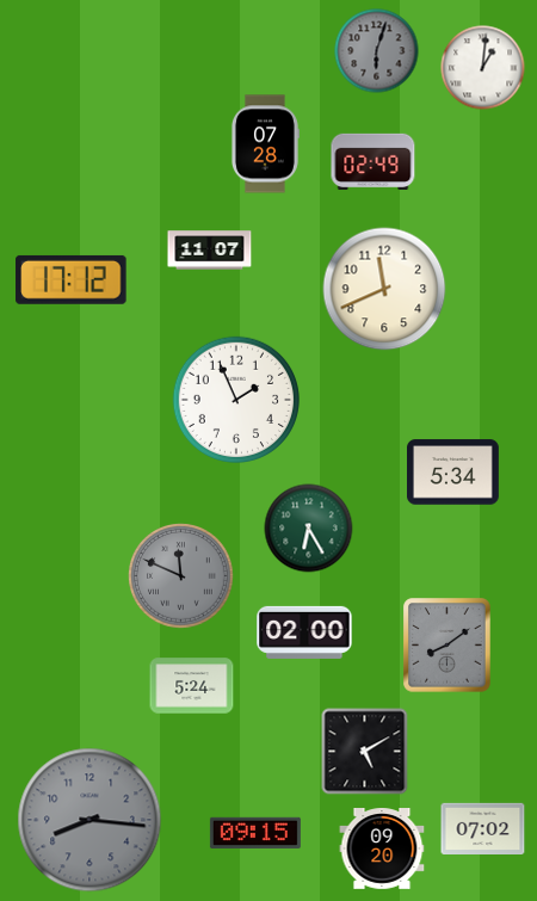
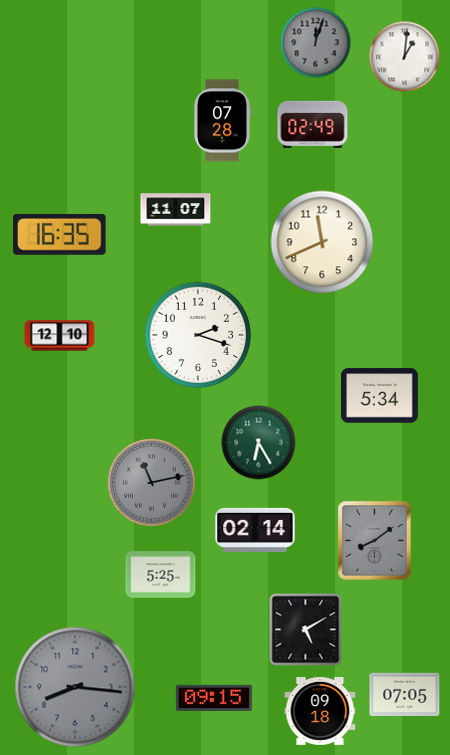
clock at (377, 51): 6:03 -> 12:03
clock at (374, 161) position: (374, 161) -> (313, 124)
clock at (72, 279): 17:12 -> 16:35
clock at (235, 399): 1:56 -> 2:18
clock at (60, 336): none -> 12:10
clock at (181, 576): 11:49 -> 11:13
clock at (304, 632): 02:00 -> 02:14
clock at (192, 686): 5:24 -> 5:25
clock at (483, 828): 07:02 -> 07:05
clock at (382, 850): 09:20 -> 09:18
